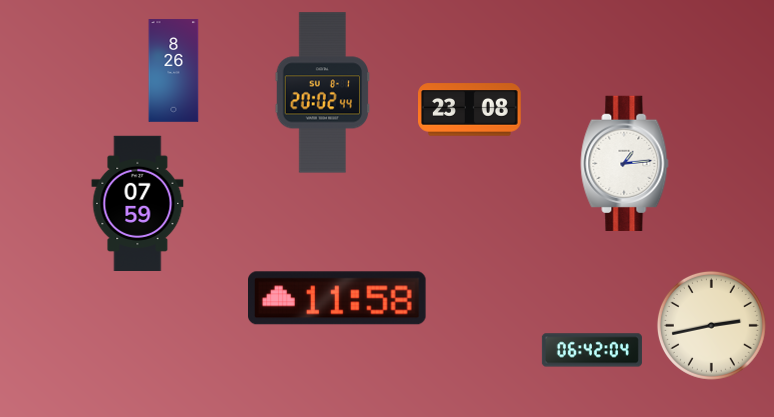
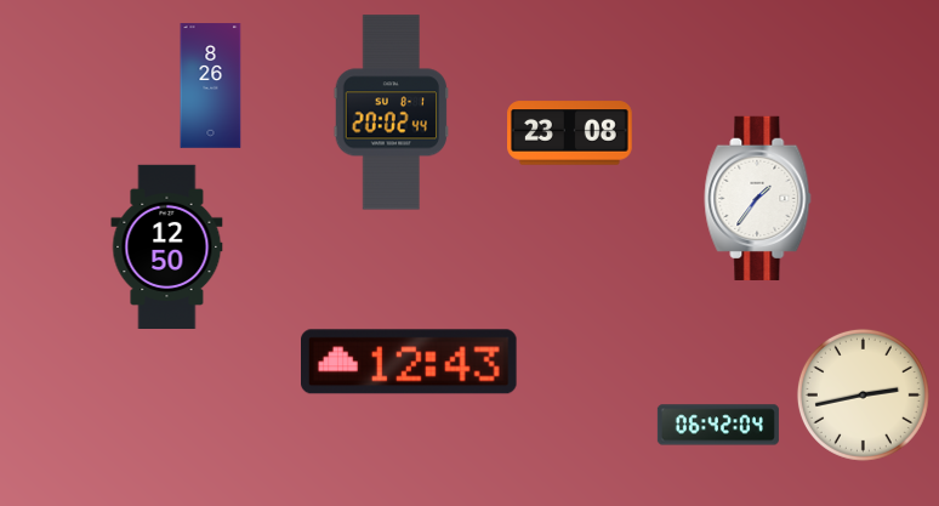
clock at (625, 163): 1:14 -> 1:36
clock at (138, 203): 07:59 -> 12:50
clock at (338, 298): 11:58 -> 12:43
